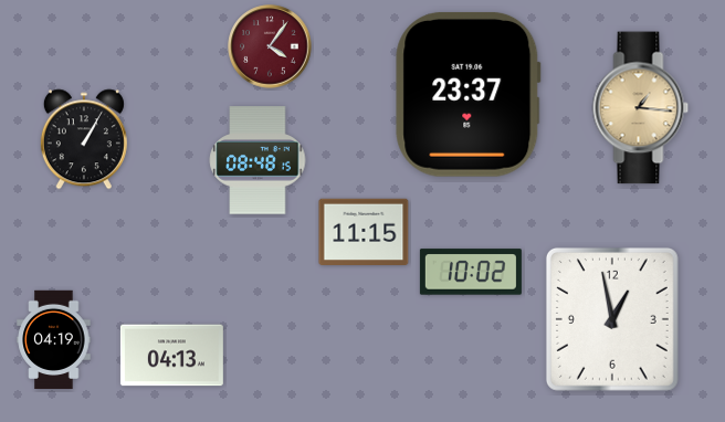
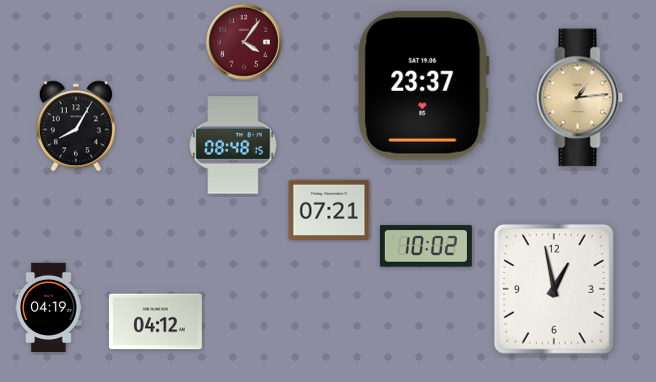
clock at (641, 108): 1:16 -> 1:14
clock at (84, 139): 1:05 -> 8:05
clock at (364, 231): 11:15 -> 07:21
clock at (171, 356): 04:13 -> 04:12
